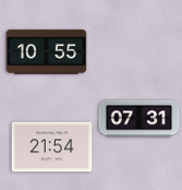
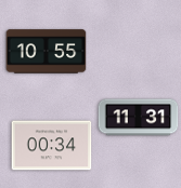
clock at (139, 119): 07:31 -> 11:31
clock at (52, 147): 21:54 -> 00:34
